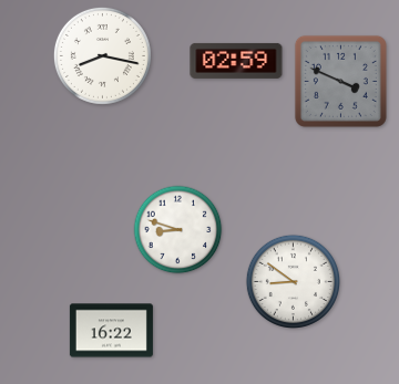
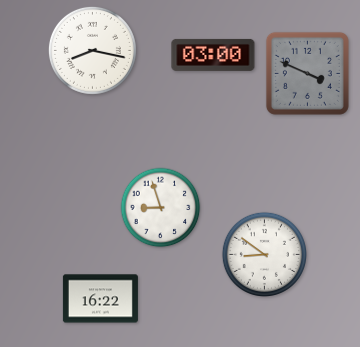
clock at (236, 61): 02:59 -> 03:00
clock at (178, 230): 8:48 -> 8:57
